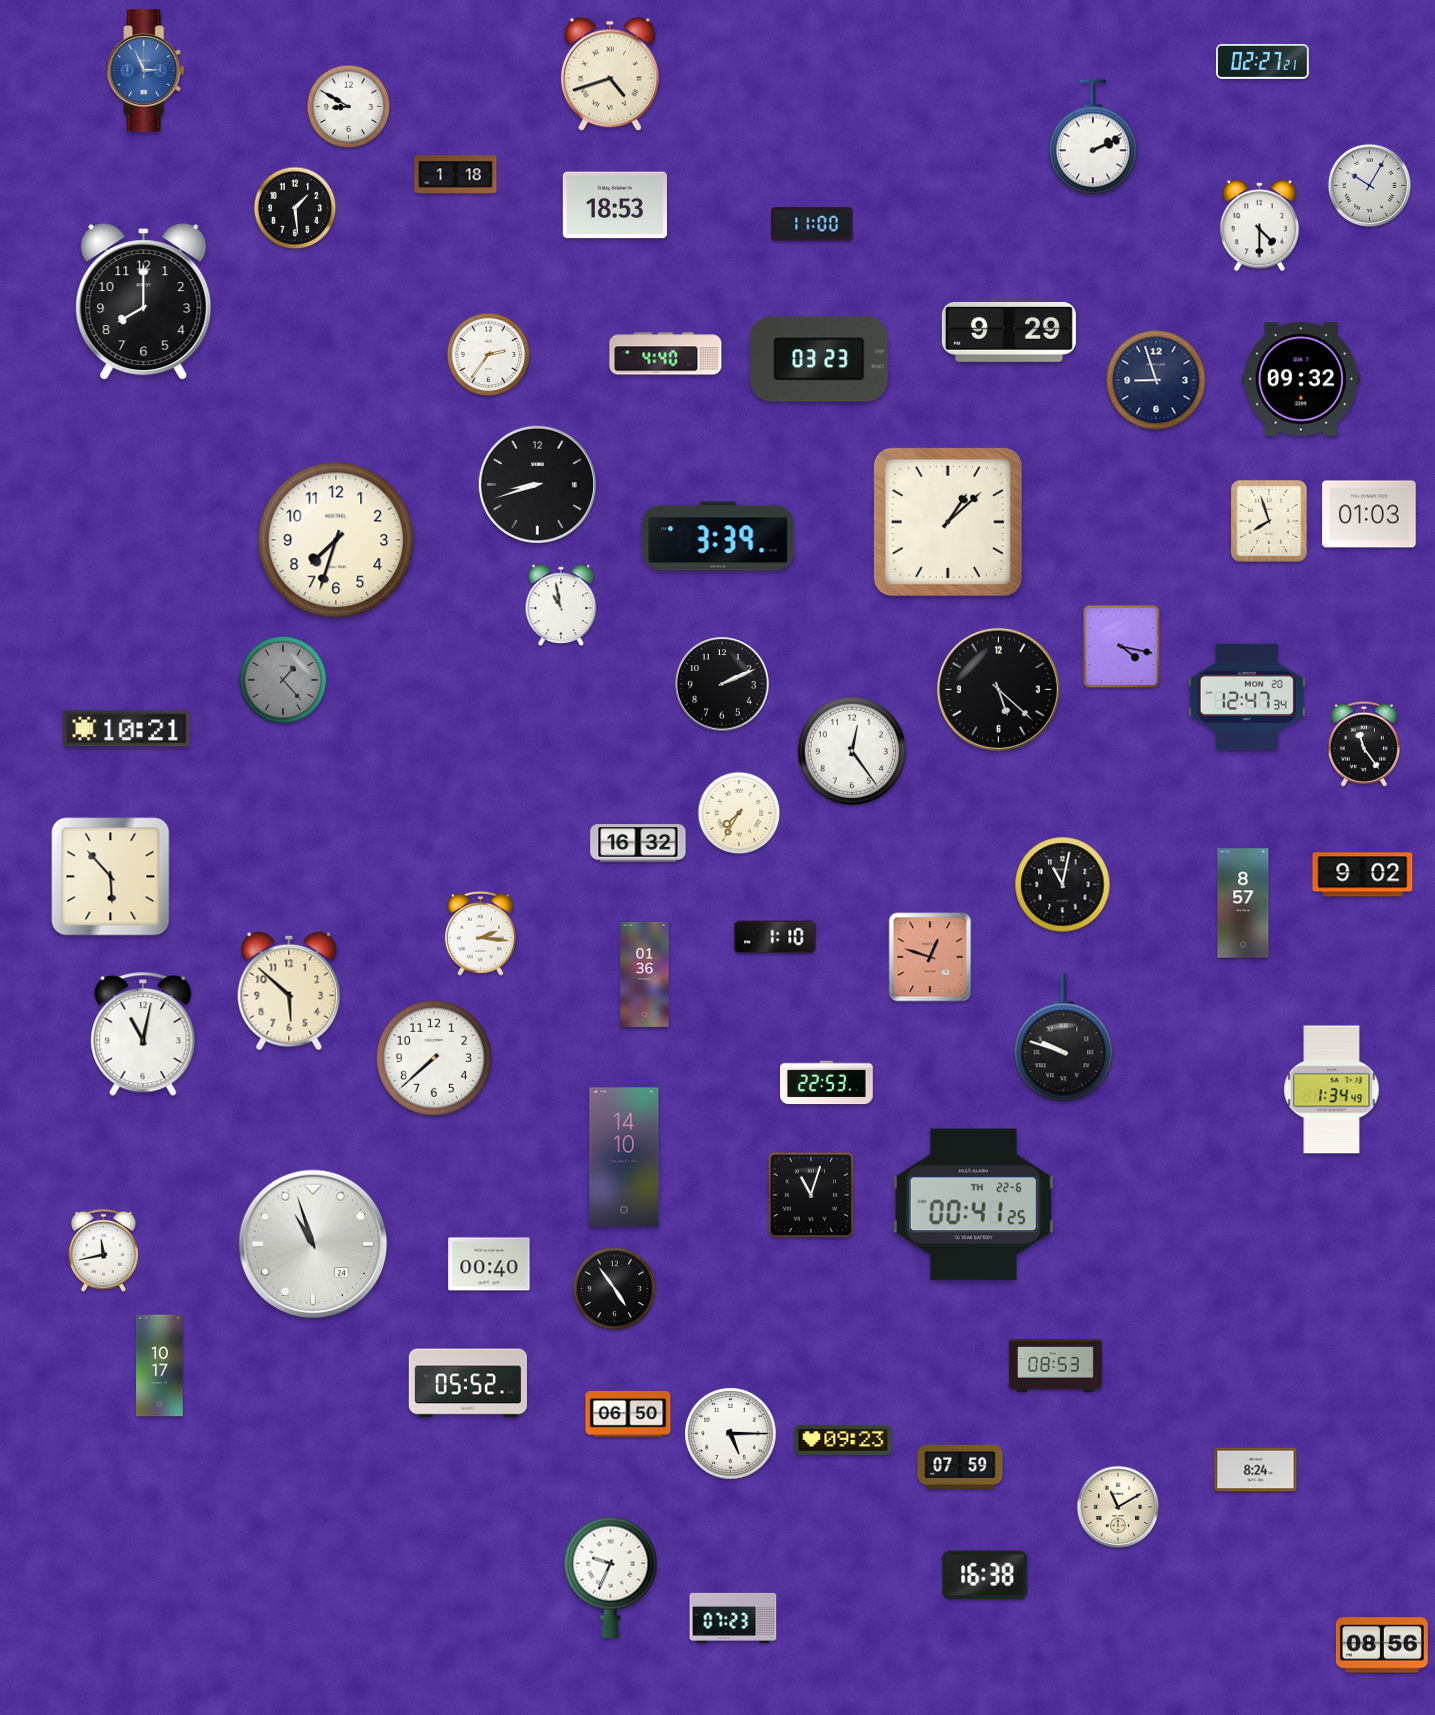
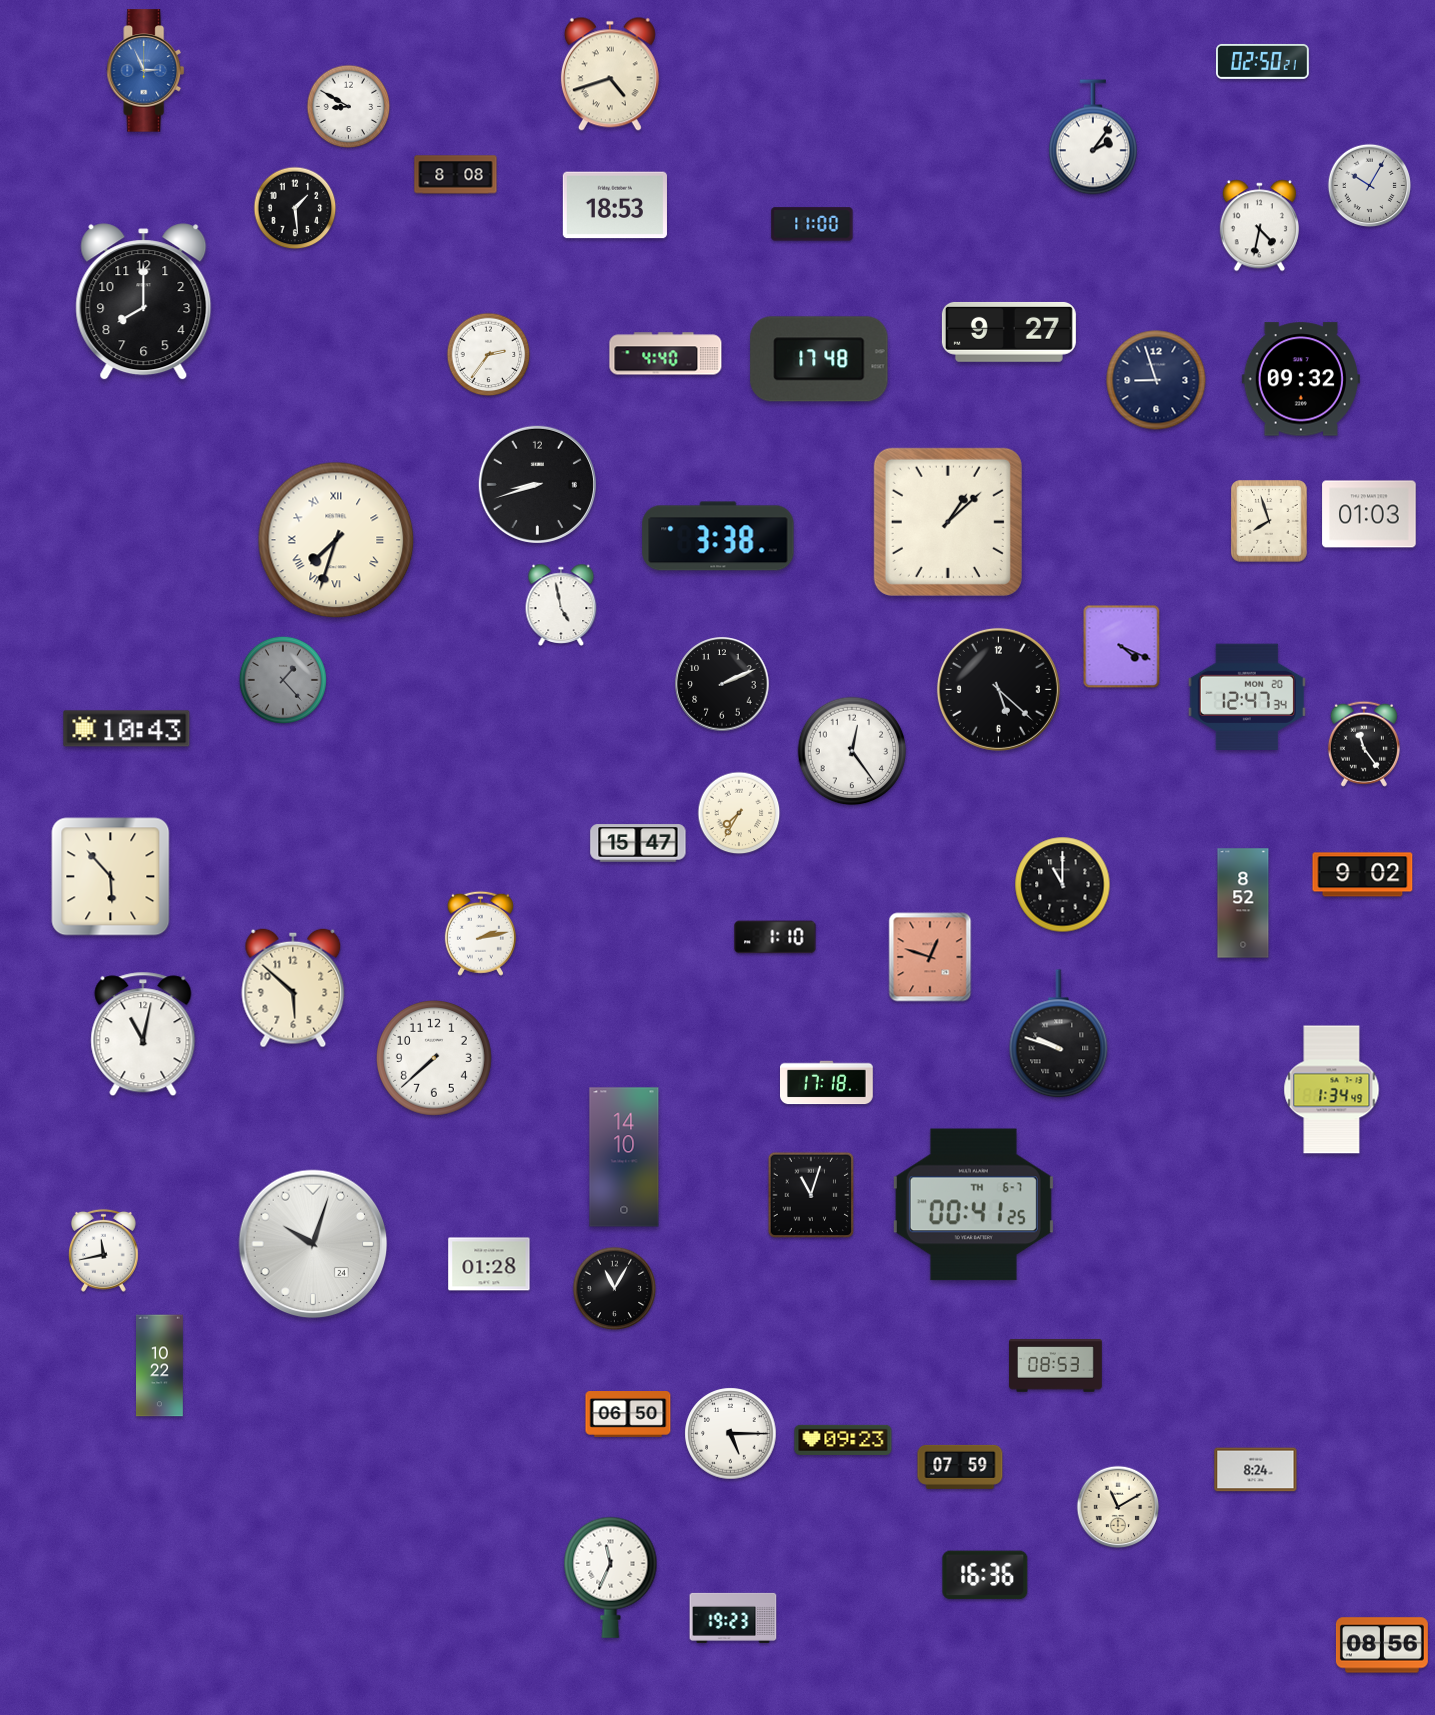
clock at (1263, 61): 02:27 -> 02:50
clock at (1093, 137): 2:11 -> 2:06
clock at (456, 175): 1:18 -> 8:08
clock at (1259, 226): 4:30 -> 4:32
clock at (1009, 332): 9:29 -> 9:27
clock at (819, 359): 03:23 -> 17:48
clock at (718, 536): 3:39 -> 3:38
clock at (336, 540) numerals: Arabic -> Roman
clock at (561, 604): 10:58 -> 4:58
clock at (1122, 647): 4:17 -> 4:19
clock at (127, 729): 10:21 -> 10:43
clock at (638, 843): 16:32 -> 15:47
clock at (1063, 885): 11:02 -> 11:00
clock at (1243, 903): 8:57 -> 8:52
clock at (480, 933): 2:16 -> 2:13
clock at (645, 974): 01:36 -> none
clock at (289, 991) position: (289, 991) -> (293, 988)
clock at (1064, 1038) position: (1064, 1038) -> (1059, 1034)
clock at (827, 1083): 22:53 -> 17:18
clock at (973, 1205) date: TH 22-6 -> TH 6-7
clock at (313, 1244): 10:57 -> 10:03
clock at (489, 1264): 00:40 -> 01:28
clock at (615, 1289): 4:54 -> 11:05
clock at (160, 1366): 10:17 -> 10:22
clock at (468, 1383): 05:52 -> none
clock at (985, 1575): 16:38 -> 16:36
clock at (611, 1577): 9:34 -> 11:34
clock at (733, 1618): 07:23 -> 19:23
